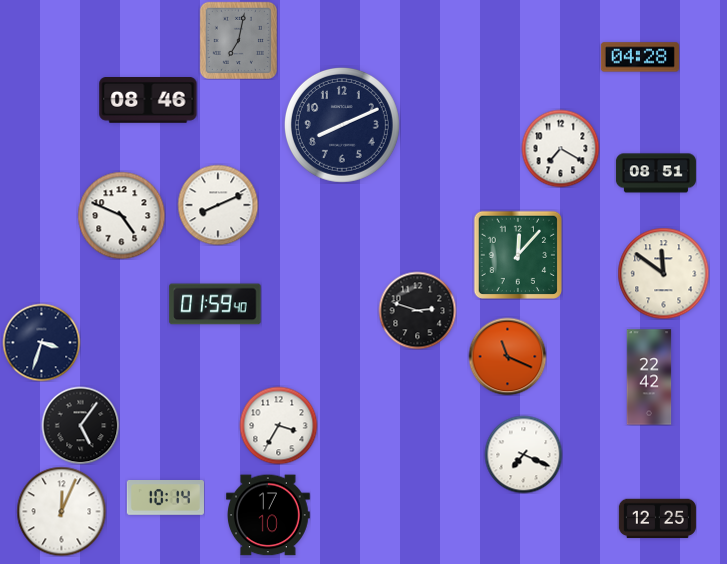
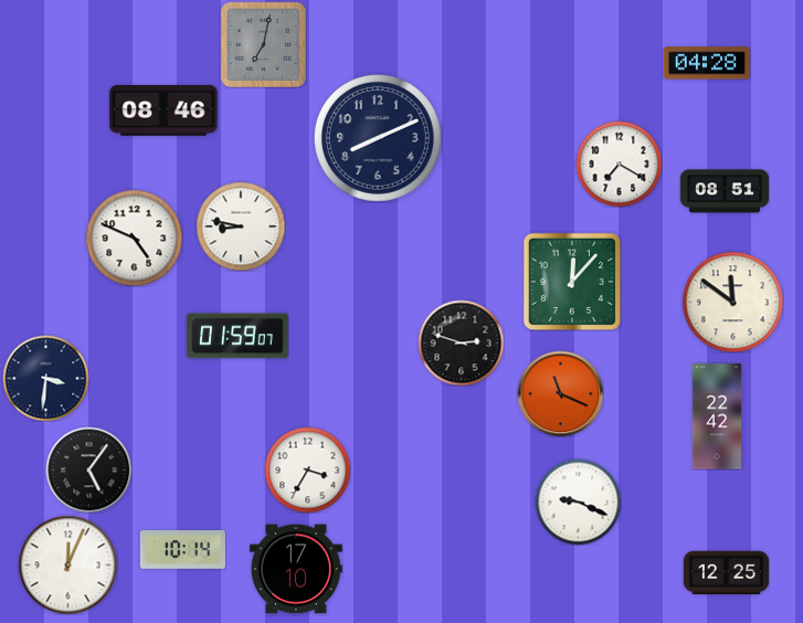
clock at (218, 205): 8:11 -> 8:47
clock at (215, 304): 01:59:40 -> 01:59:07
clock at (41, 342): 3:33 -> 3:31
clock at (523, 454): 7:19 -> 9:19
